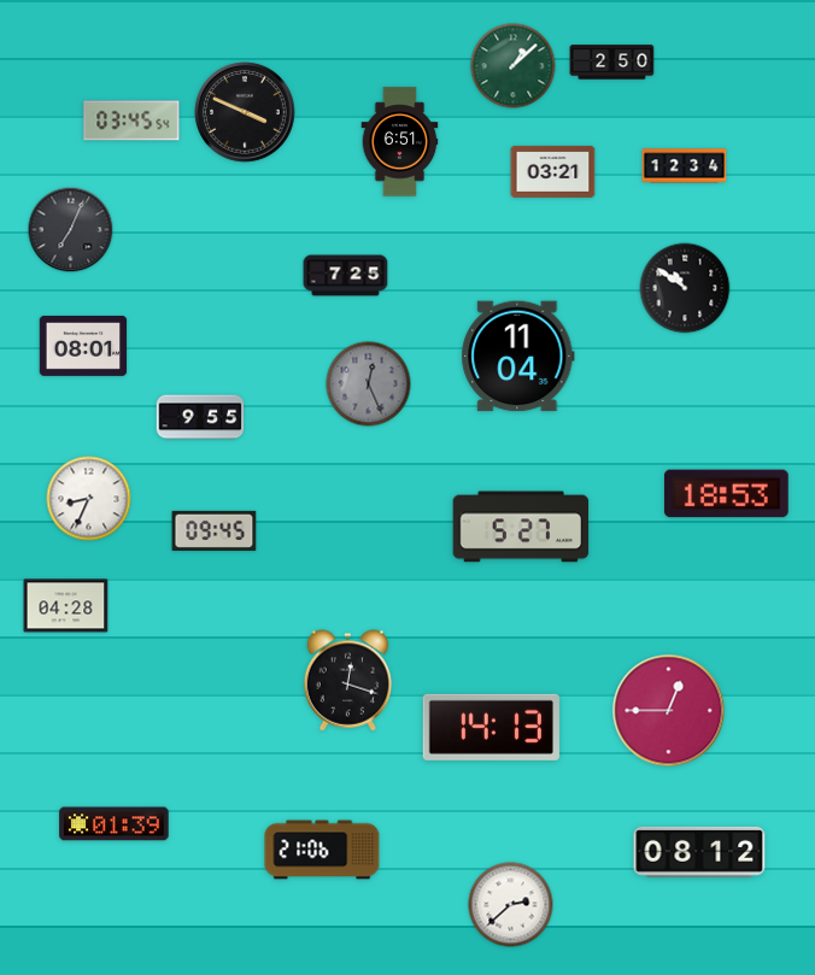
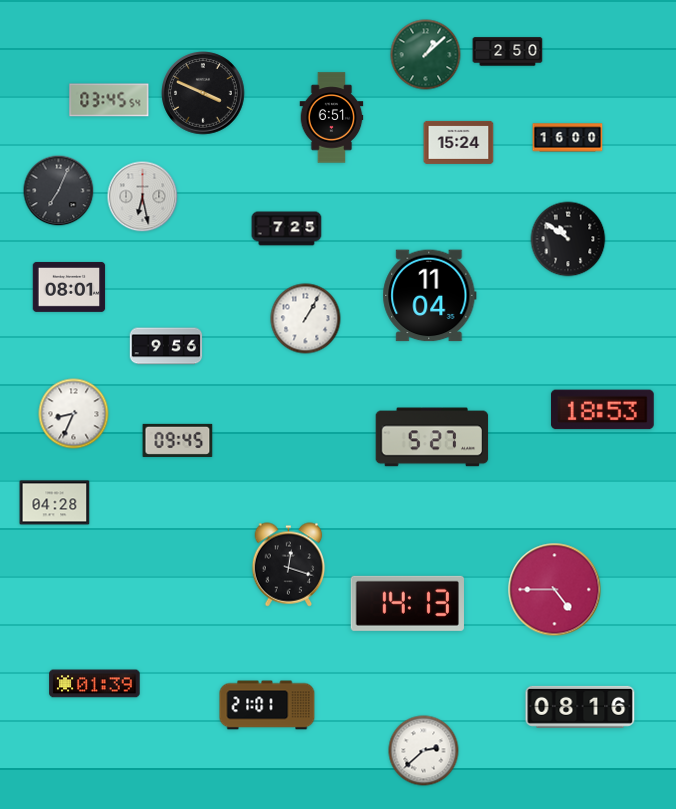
clock at (685, 166): 12:34 -> 16:00
clock at (553, 171): 03:21 -> 15:24
clock at (143, 197): none -> 6:28
clock at (369, 384): 12:26 -> 1:05
clock at (369, 384) dial: grey -> white
clock at (200, 417): 9:55 -> 9:56
clock at (669, 711): 12:45 -> 4:45
clock at (322, 850): 21:06 -> 21:01
clock at (699, 852): 08:12 -> 08:16
